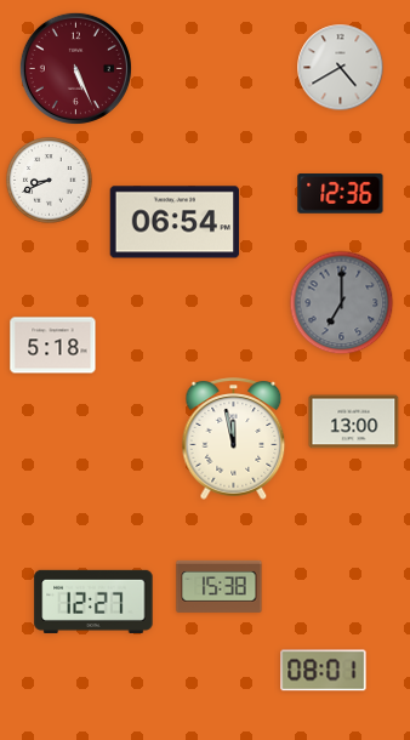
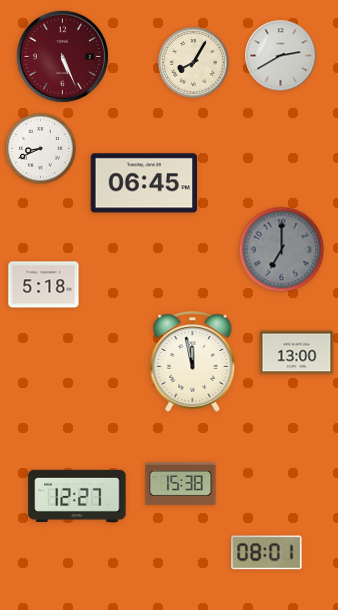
clock at (341, 68): 4:40 -> 2:40
clock at (194, 63): none -> 8:05
clock at (341, 194): 12:36 -> none
clock at (175, 222): 06:54 -> 06:45
clock at (354, 422) position: (354, 422) -> (297, 353)
